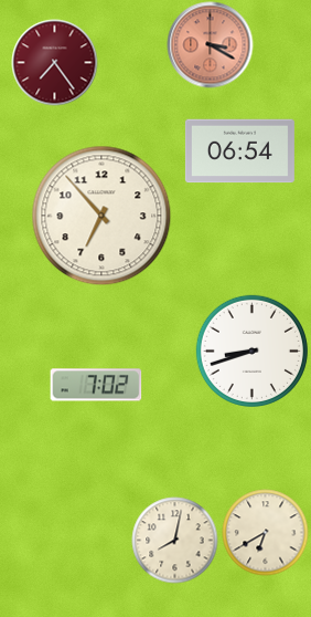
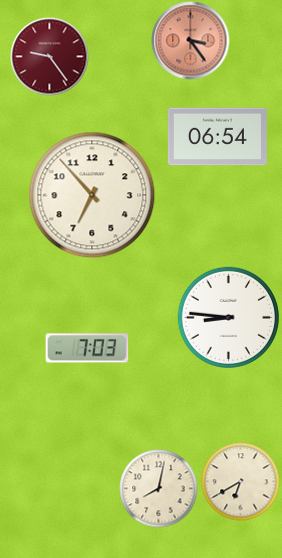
clock at (210, 44): 3:20 -> 3:24
clock at (54, 62): 7:24 -> 9:24
clock at (251, 351): 8:42 -> 8:46
clock at (96, 385): 7:02 -> 7:03
